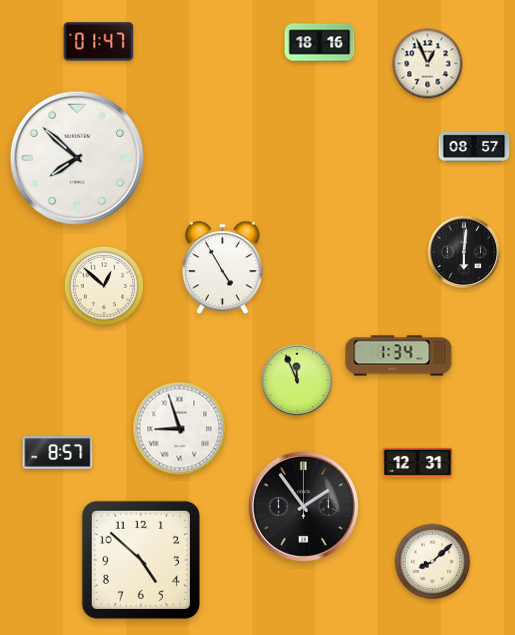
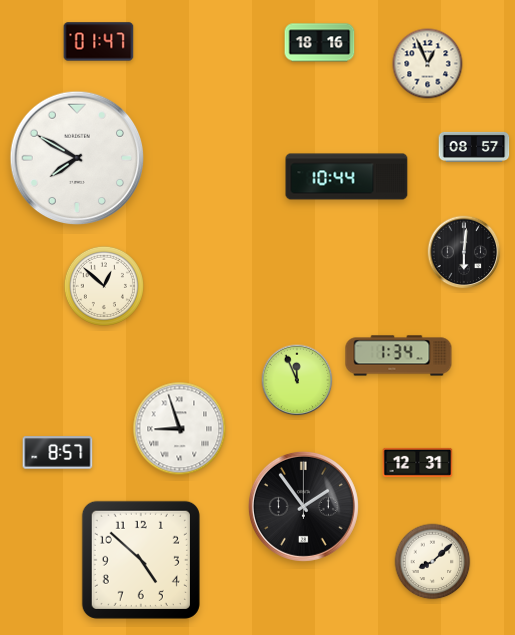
clock at (77, 158): 7:52 -> 7:50
clock at (347, 177): none -> 10:44
clock at (222, 268): 4:55 -> none
